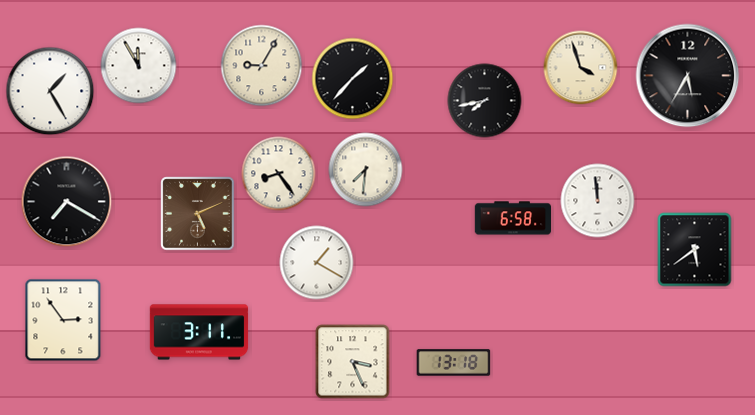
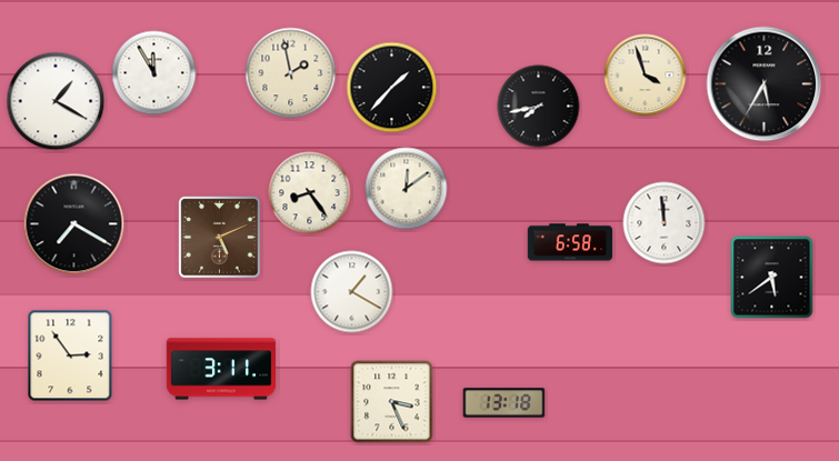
clock at (262, 66): 9:05 -> 1:58
clock at (50, 91): 1:25 -> 1:20
clock at (485, 101) position: (485, 101) -> (539, 107)
clock at (366, 170): 7:31 -> 12:09
